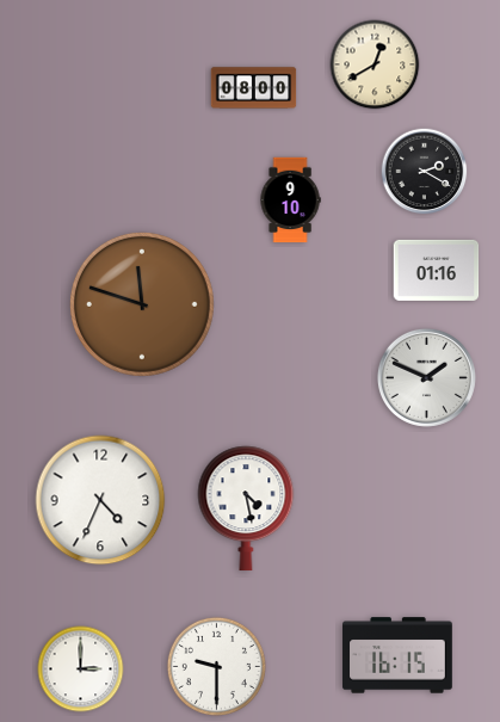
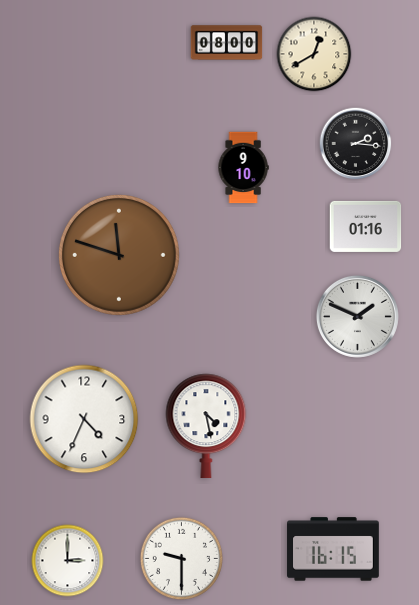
clock at (254, 88) position: (254, 88) -> (227, 43)
clock at (425, 172): 2:20 -> 2:16
